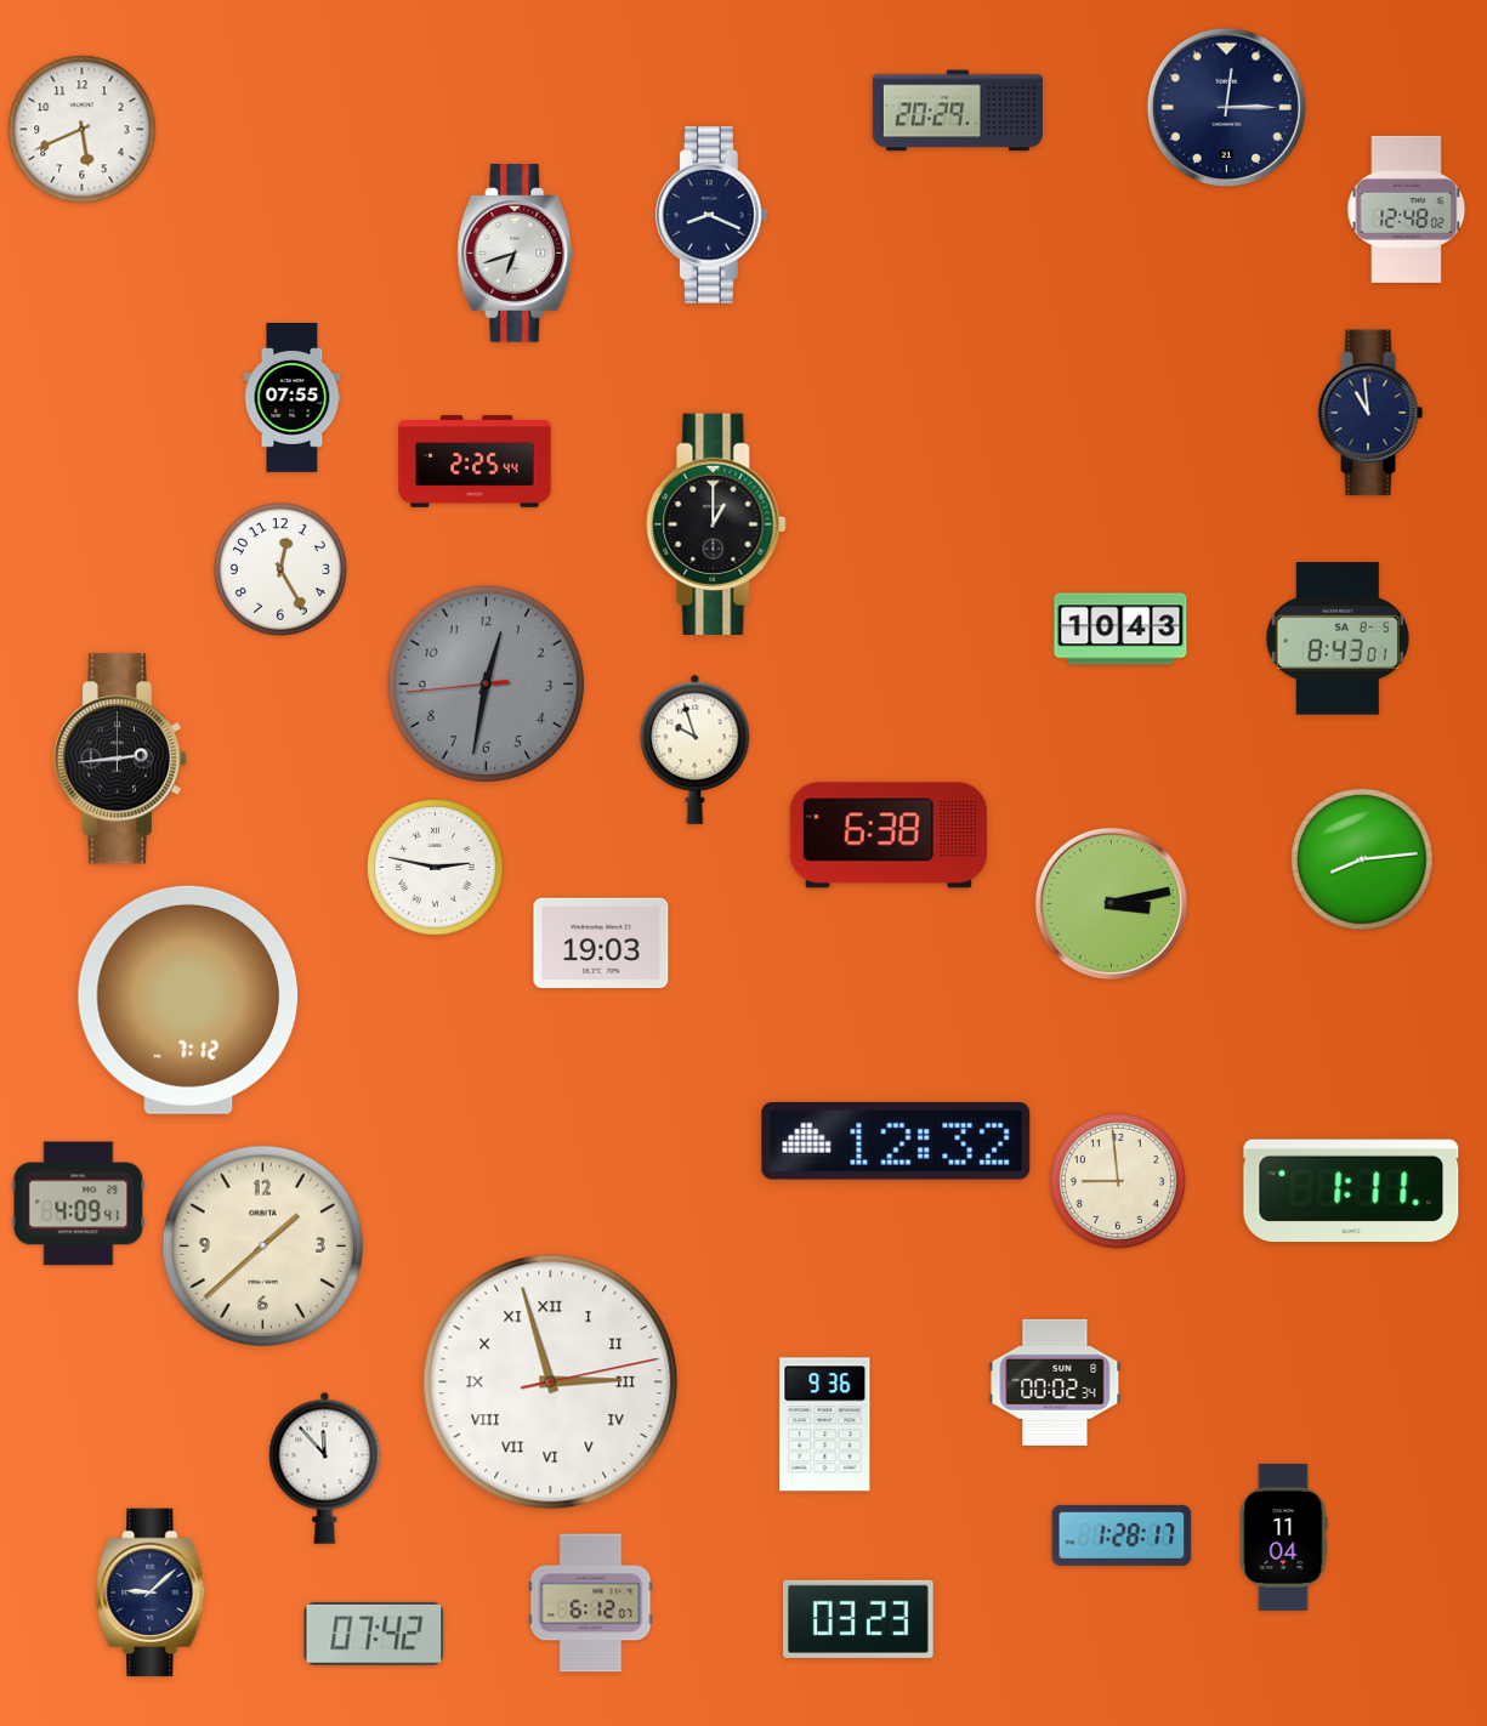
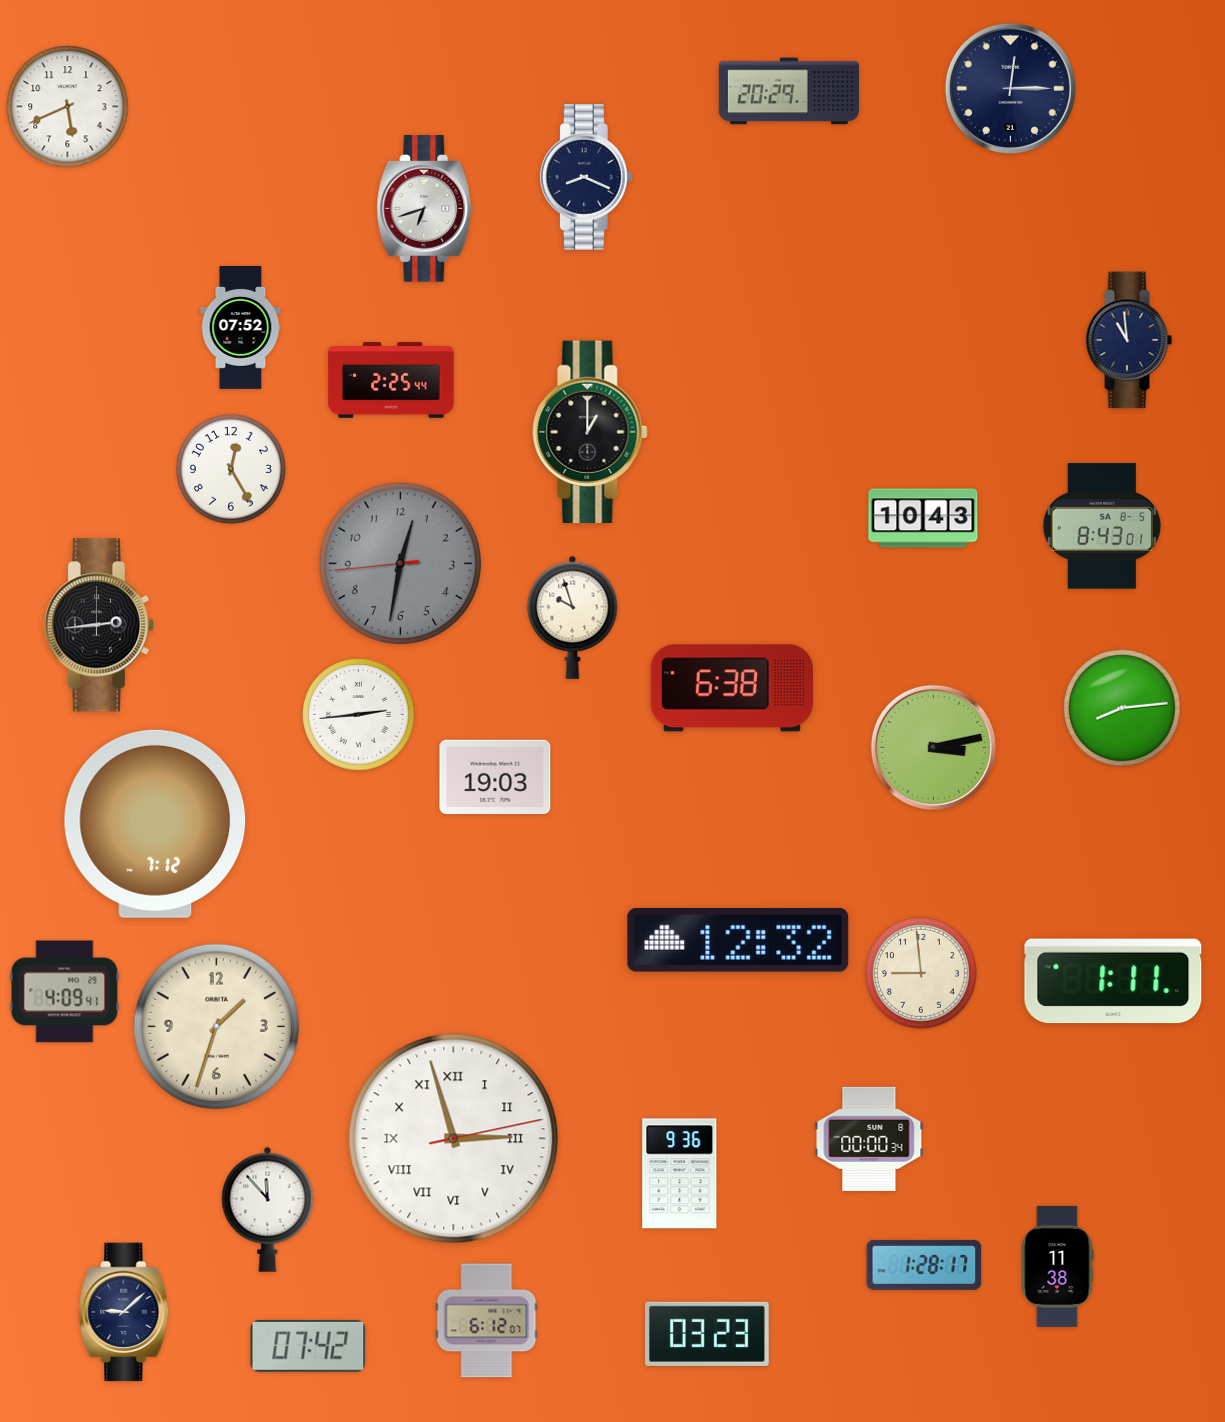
clock at (1407, 209): 12:48 -> none
clock at (293, 398): 07:55 -> 07:52
clock at (436, 868): 2:47 -> 2:44
clock at (1111, 903) position: (1111, 903) -> (933, 747)
clock at (262, 1245): 1:38 -> 1:33
clock at (1055, 1382): 00:02 -> 00:00
clock at (1283, 1537): 11:04 -> 11:38
